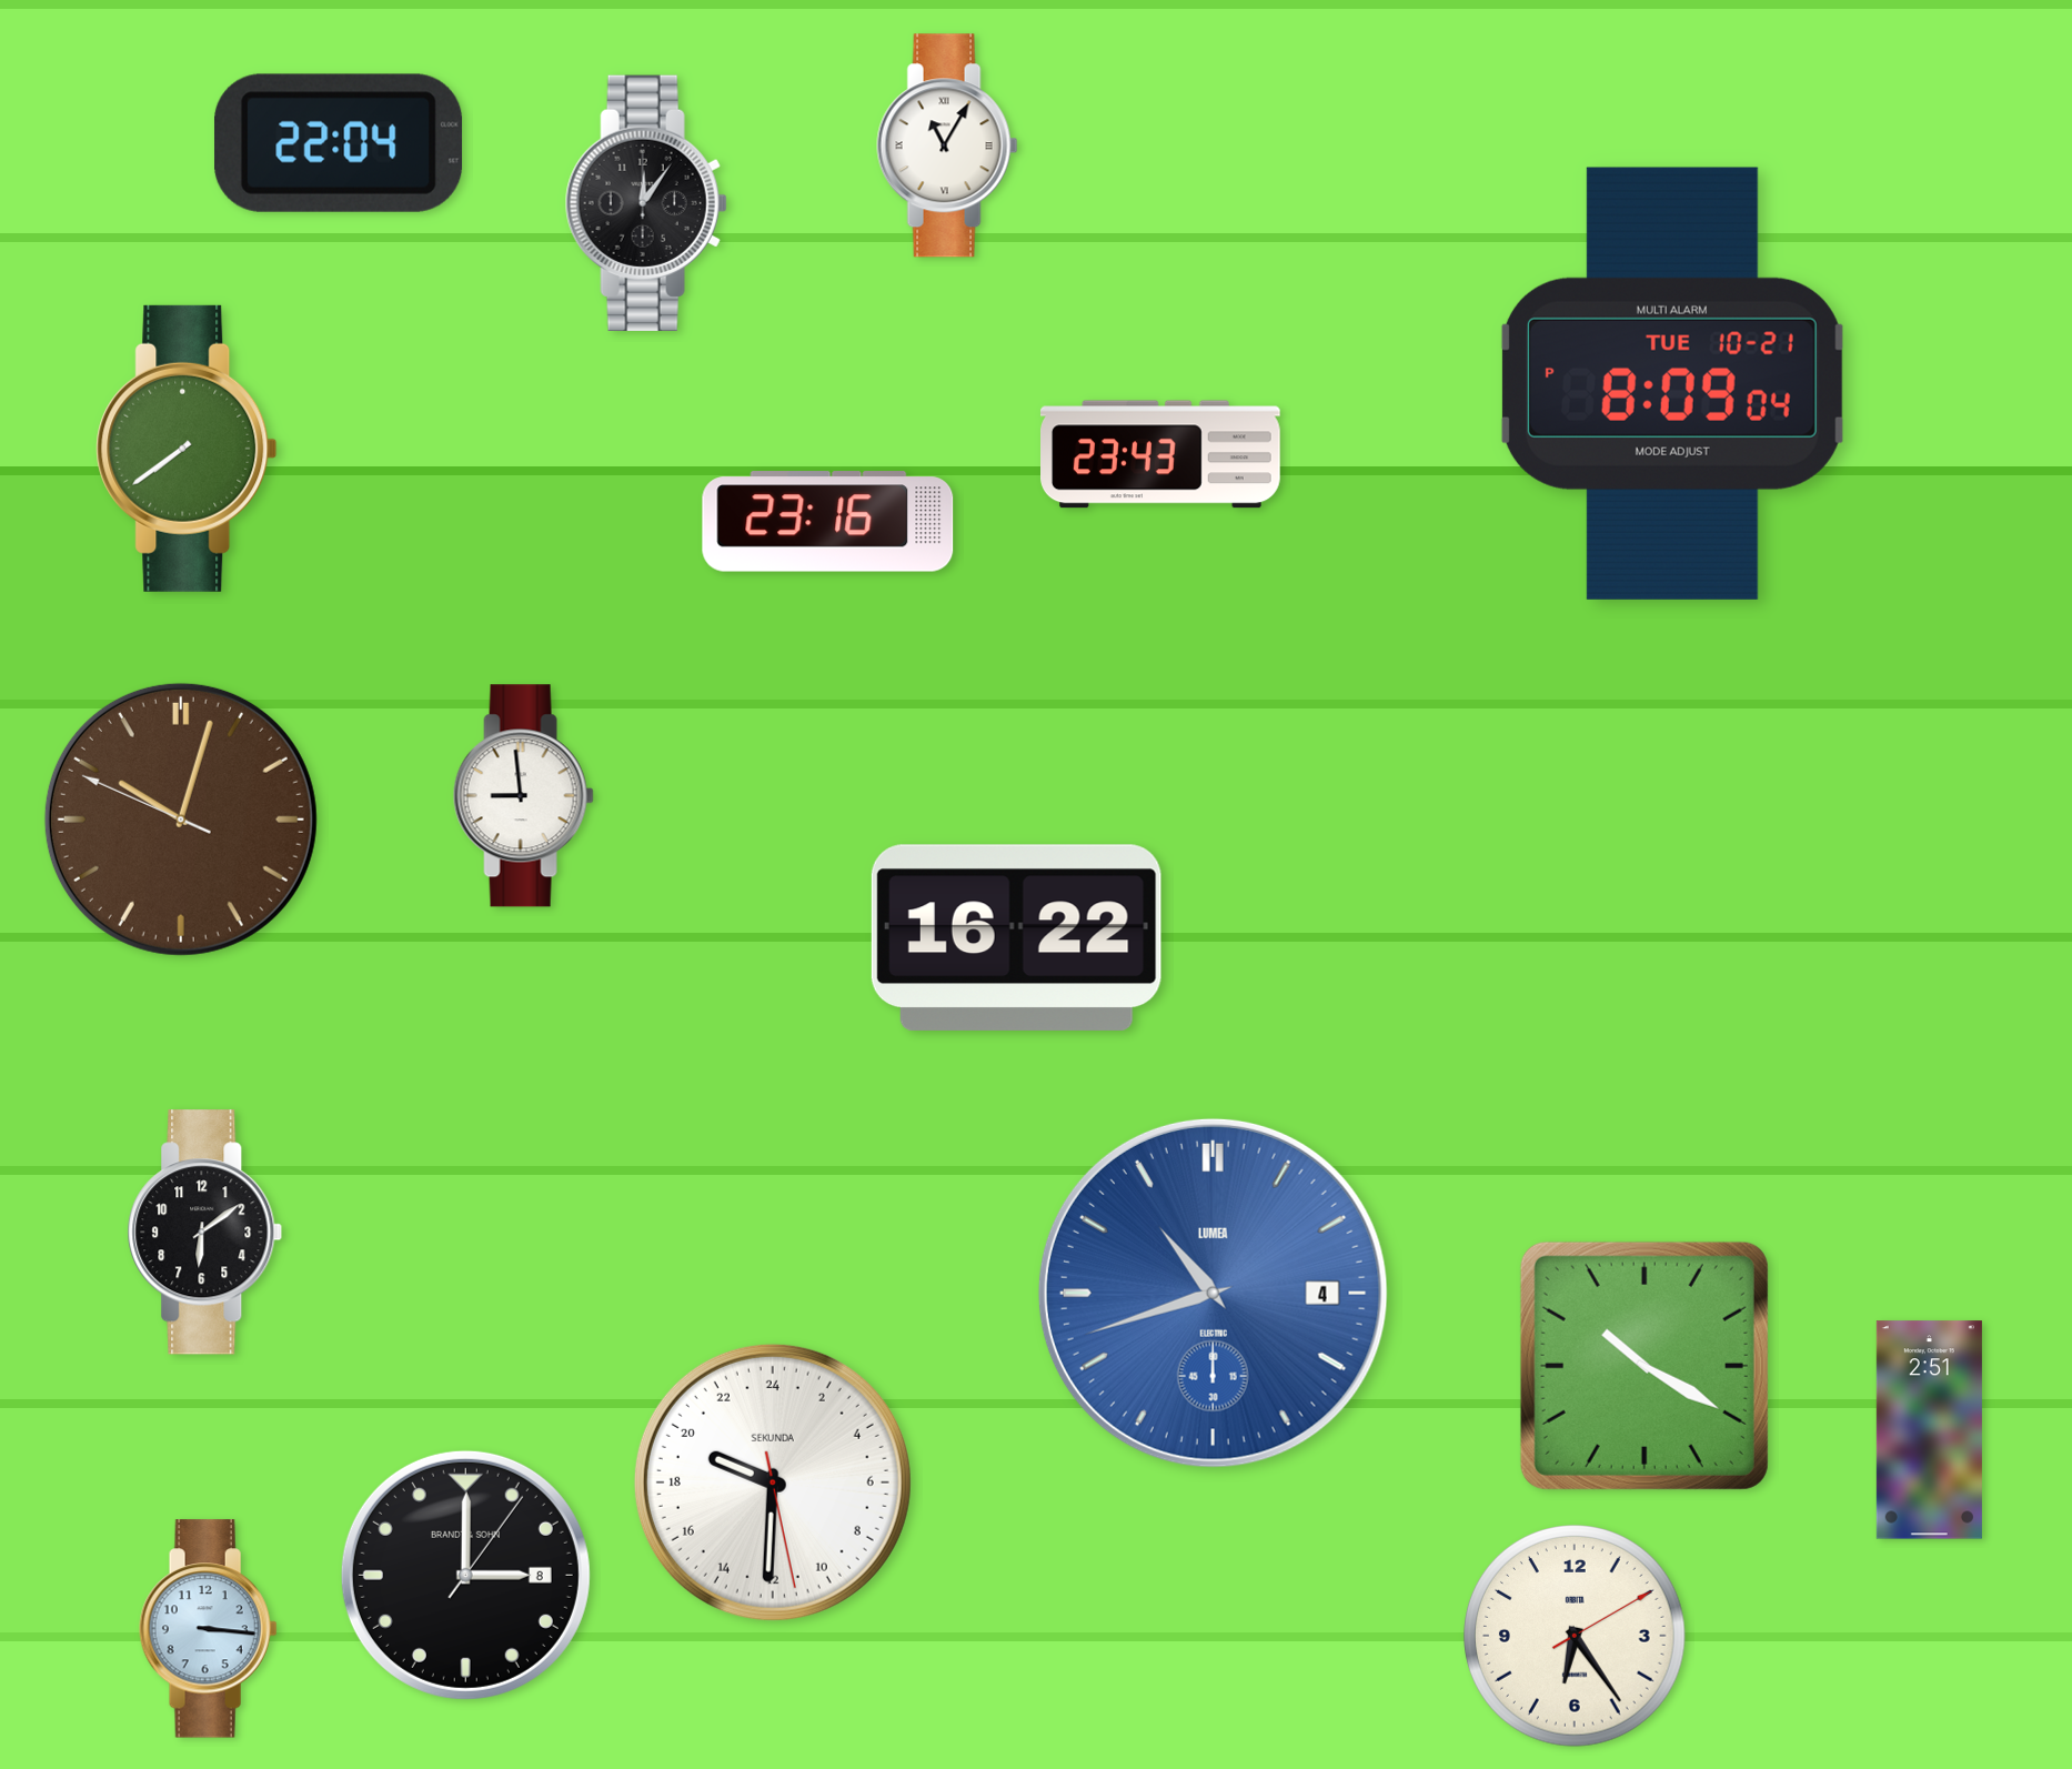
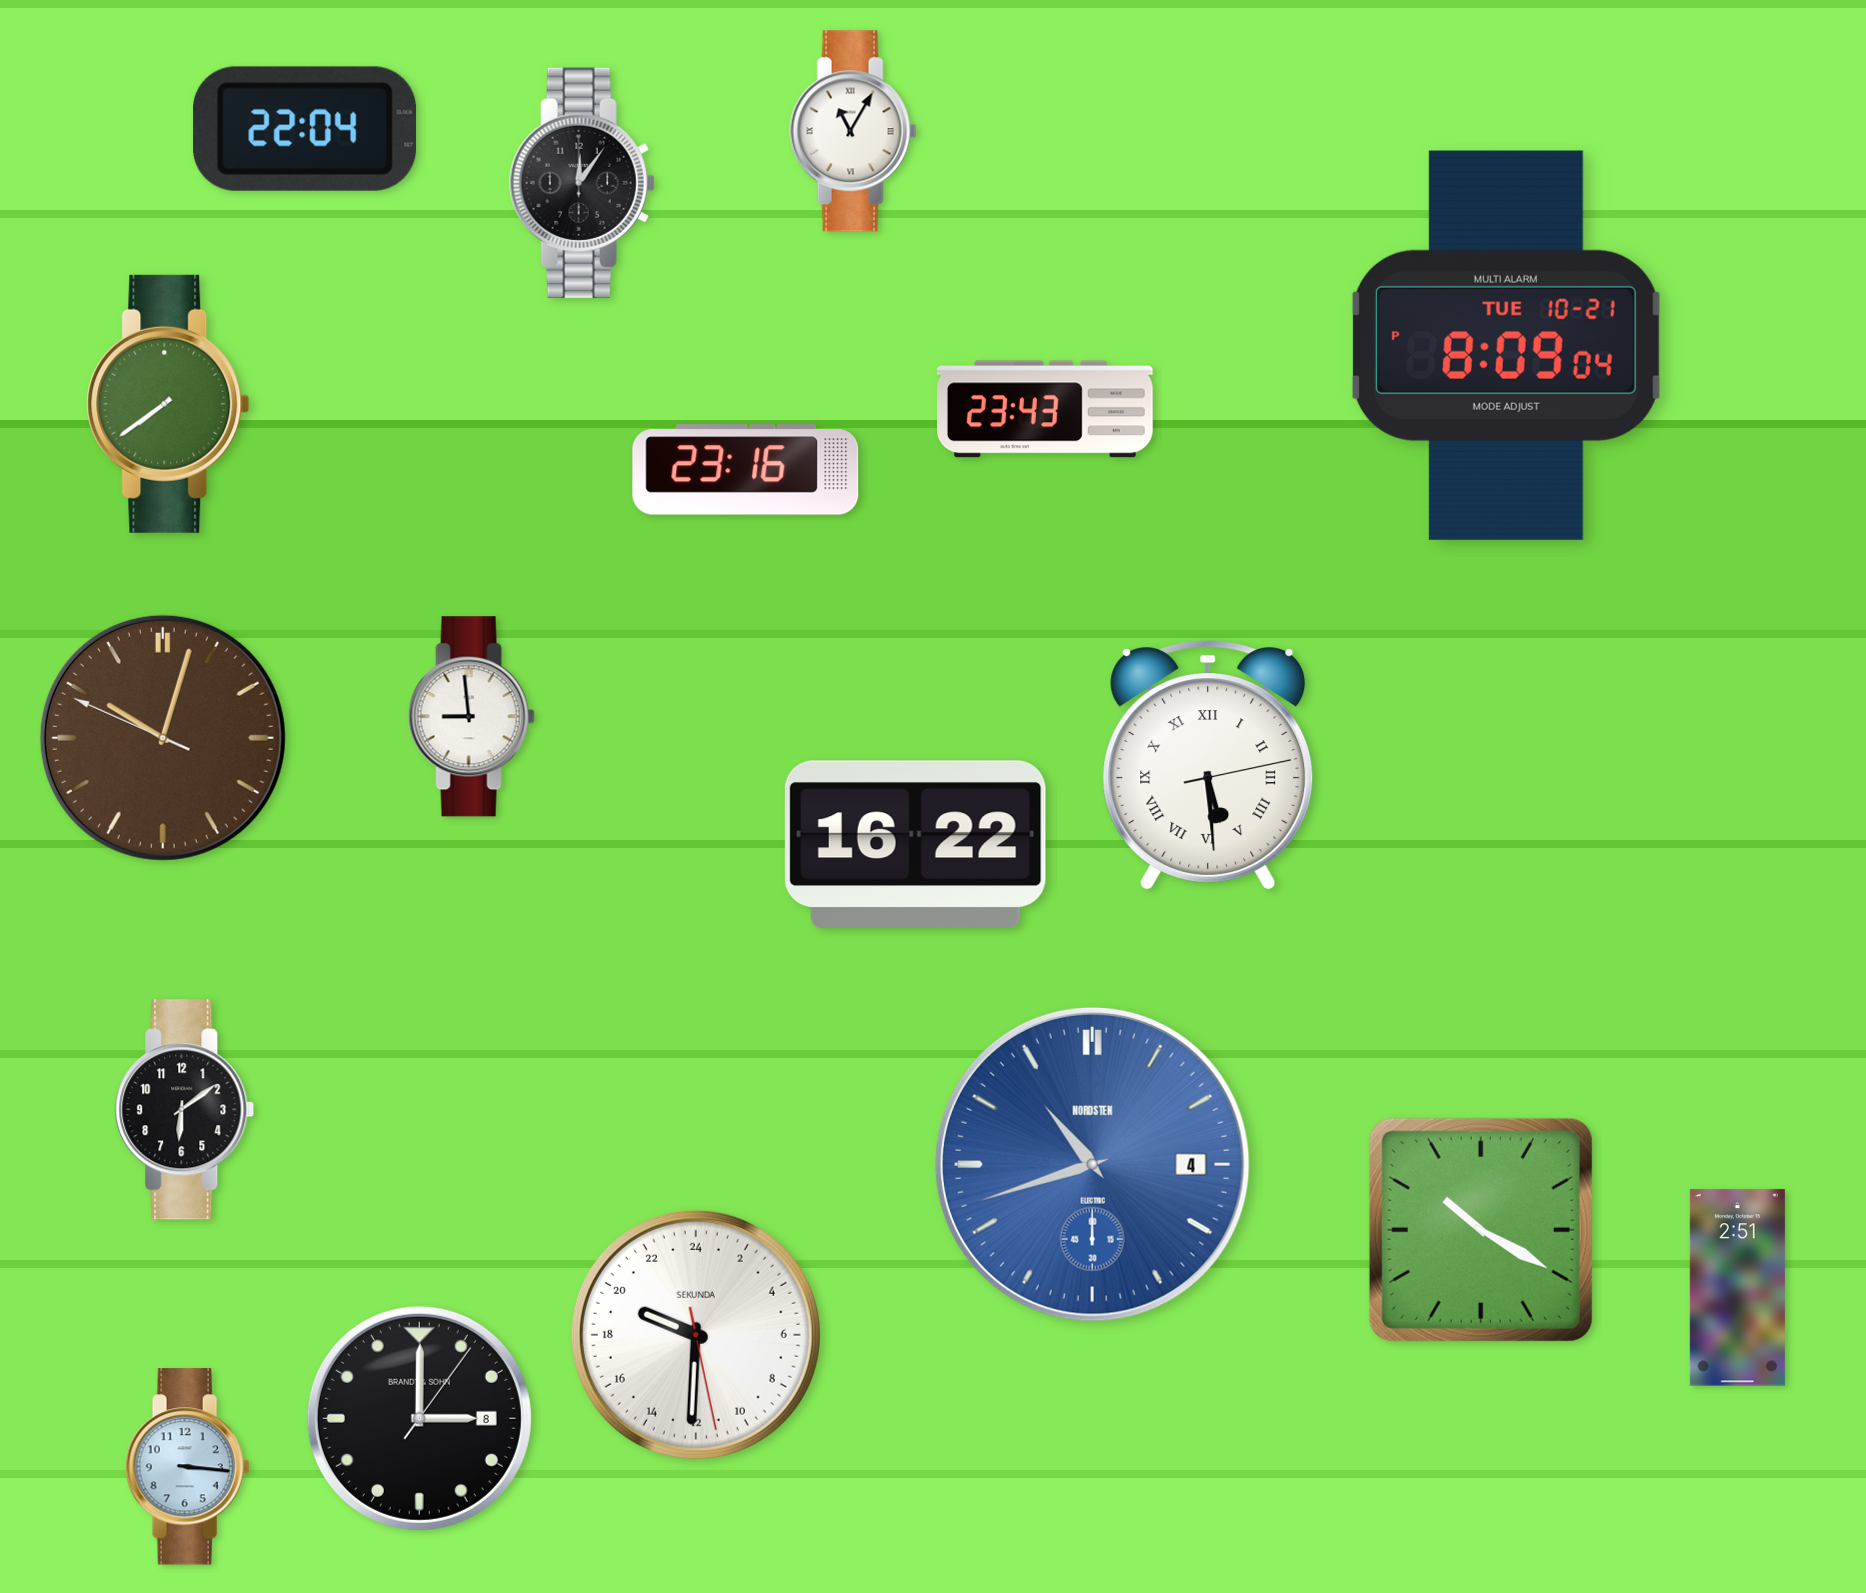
clock at (1208, 765): none -> 5:29
clock at (1213, 1293) brand: LUMEA -> NORDSTEN
clock at (1576, 1637): 6:24 -> none
